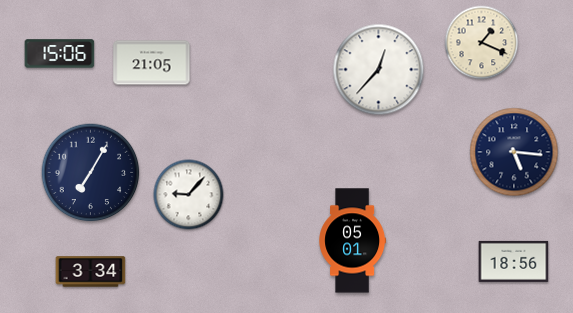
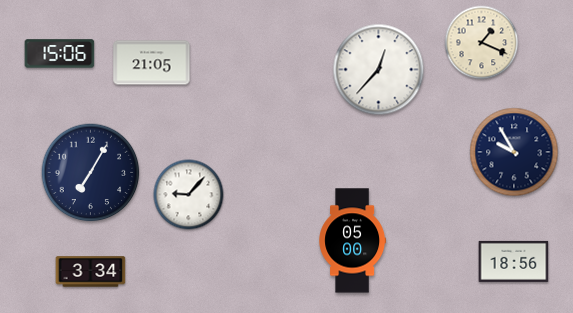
clock at (514, 152): 5:16 -> 9:55
clock at (353, 241): 05:01 -> 05:00
